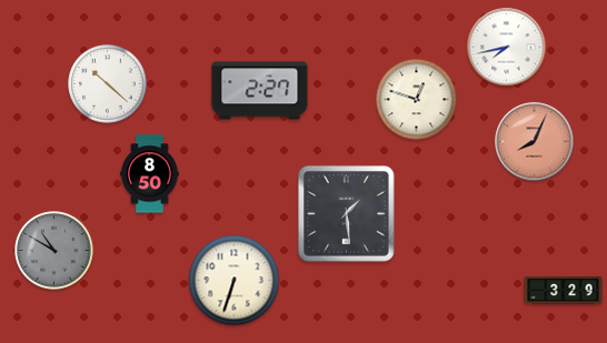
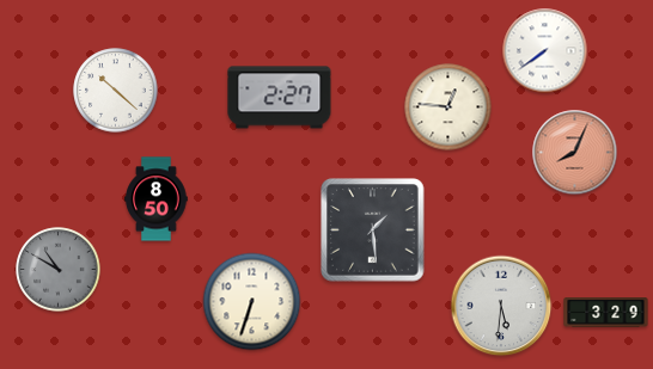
clock at (507, 48): 7:43 -> 7:39
clock at (417, 100): 12:48 -> 12:46
clock at (150, 174) position: (150, 174) -> (157, 199)
clock at (501, 306): none -> 5:31
